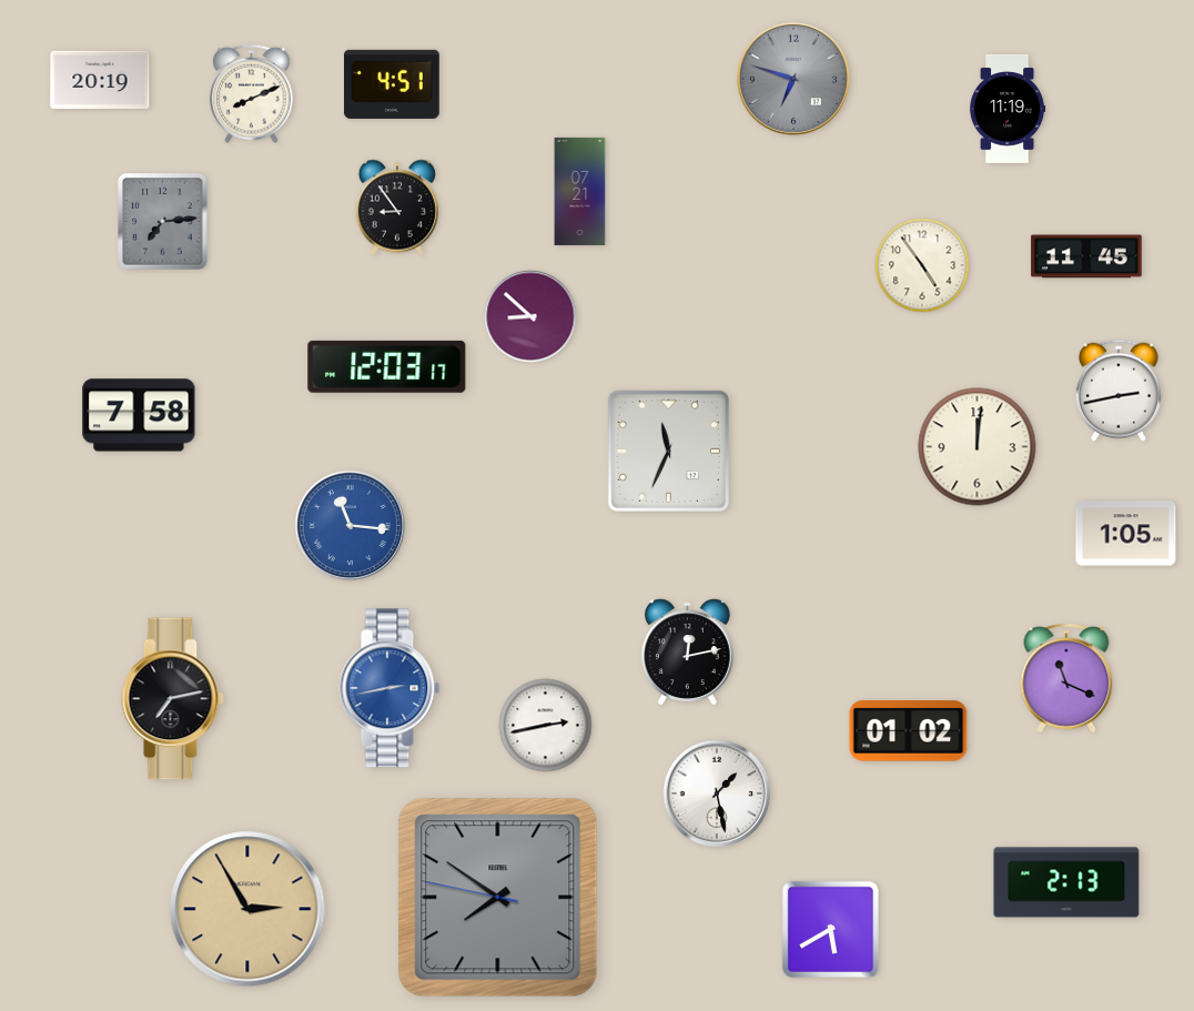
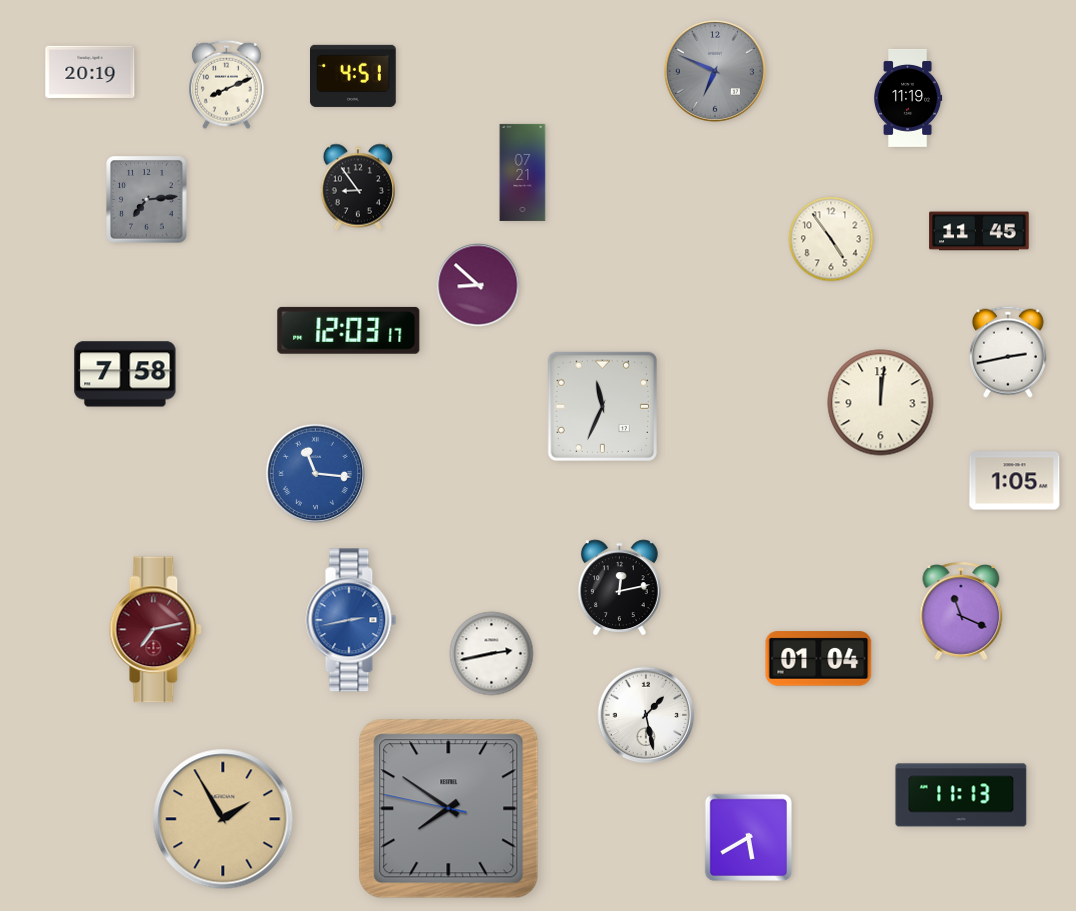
clock at (793, 79): 6:48 -> 6:49
clock at (173, 699) dial: black -> burgundy
clock at (909, 731): 01:02 -> 01:04
clock at (1066, 882): 2:13 -> 11:13
clock at (247, 909): 2:55 -> 1:55
